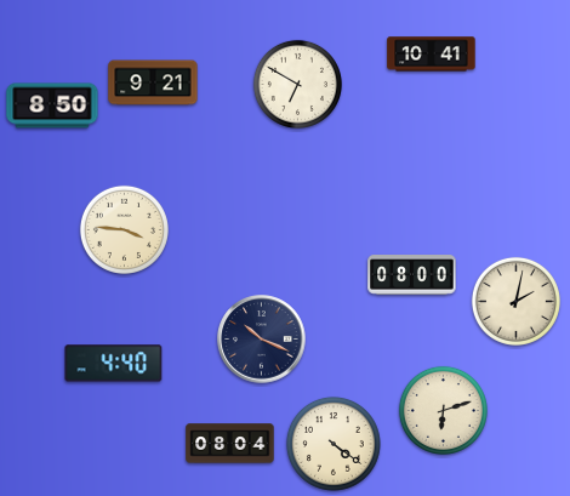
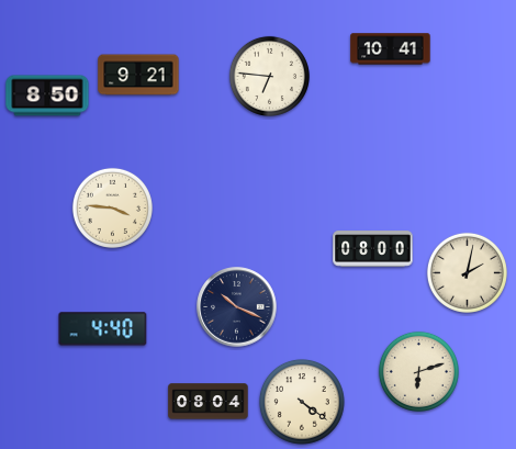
clock at (297, 84): 6:50 -> 6:46
clock at (443, 410) position: (443, 410) -> (418, 371)
